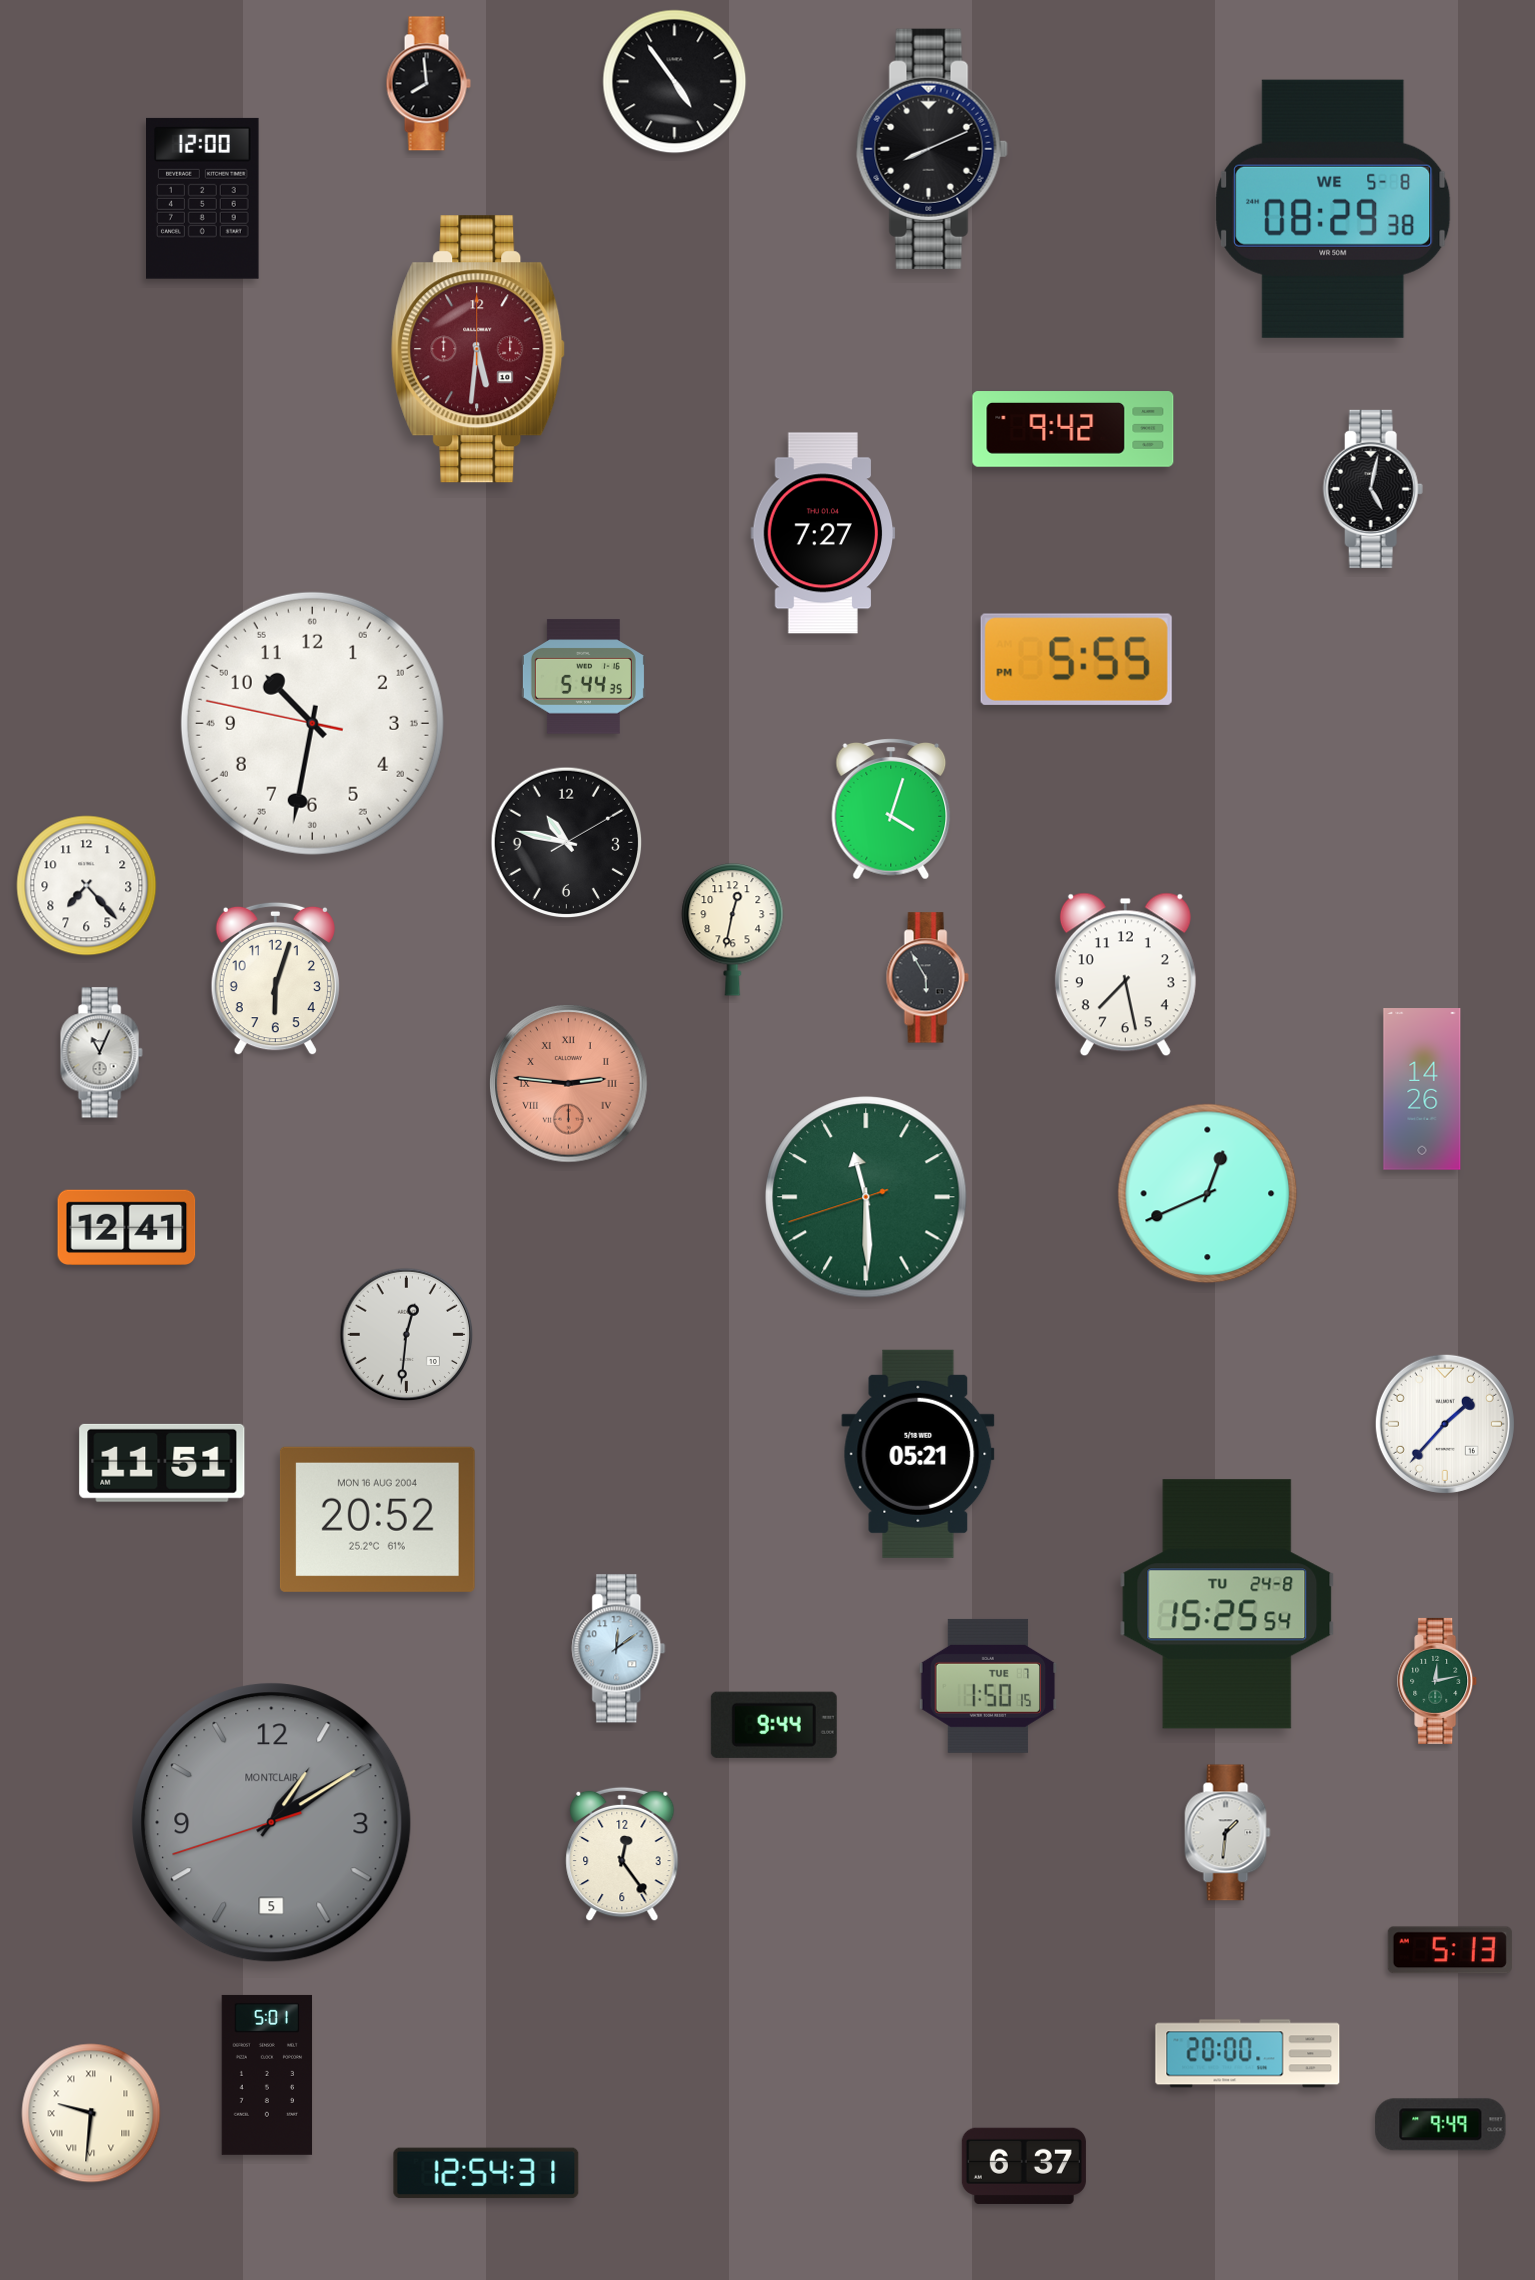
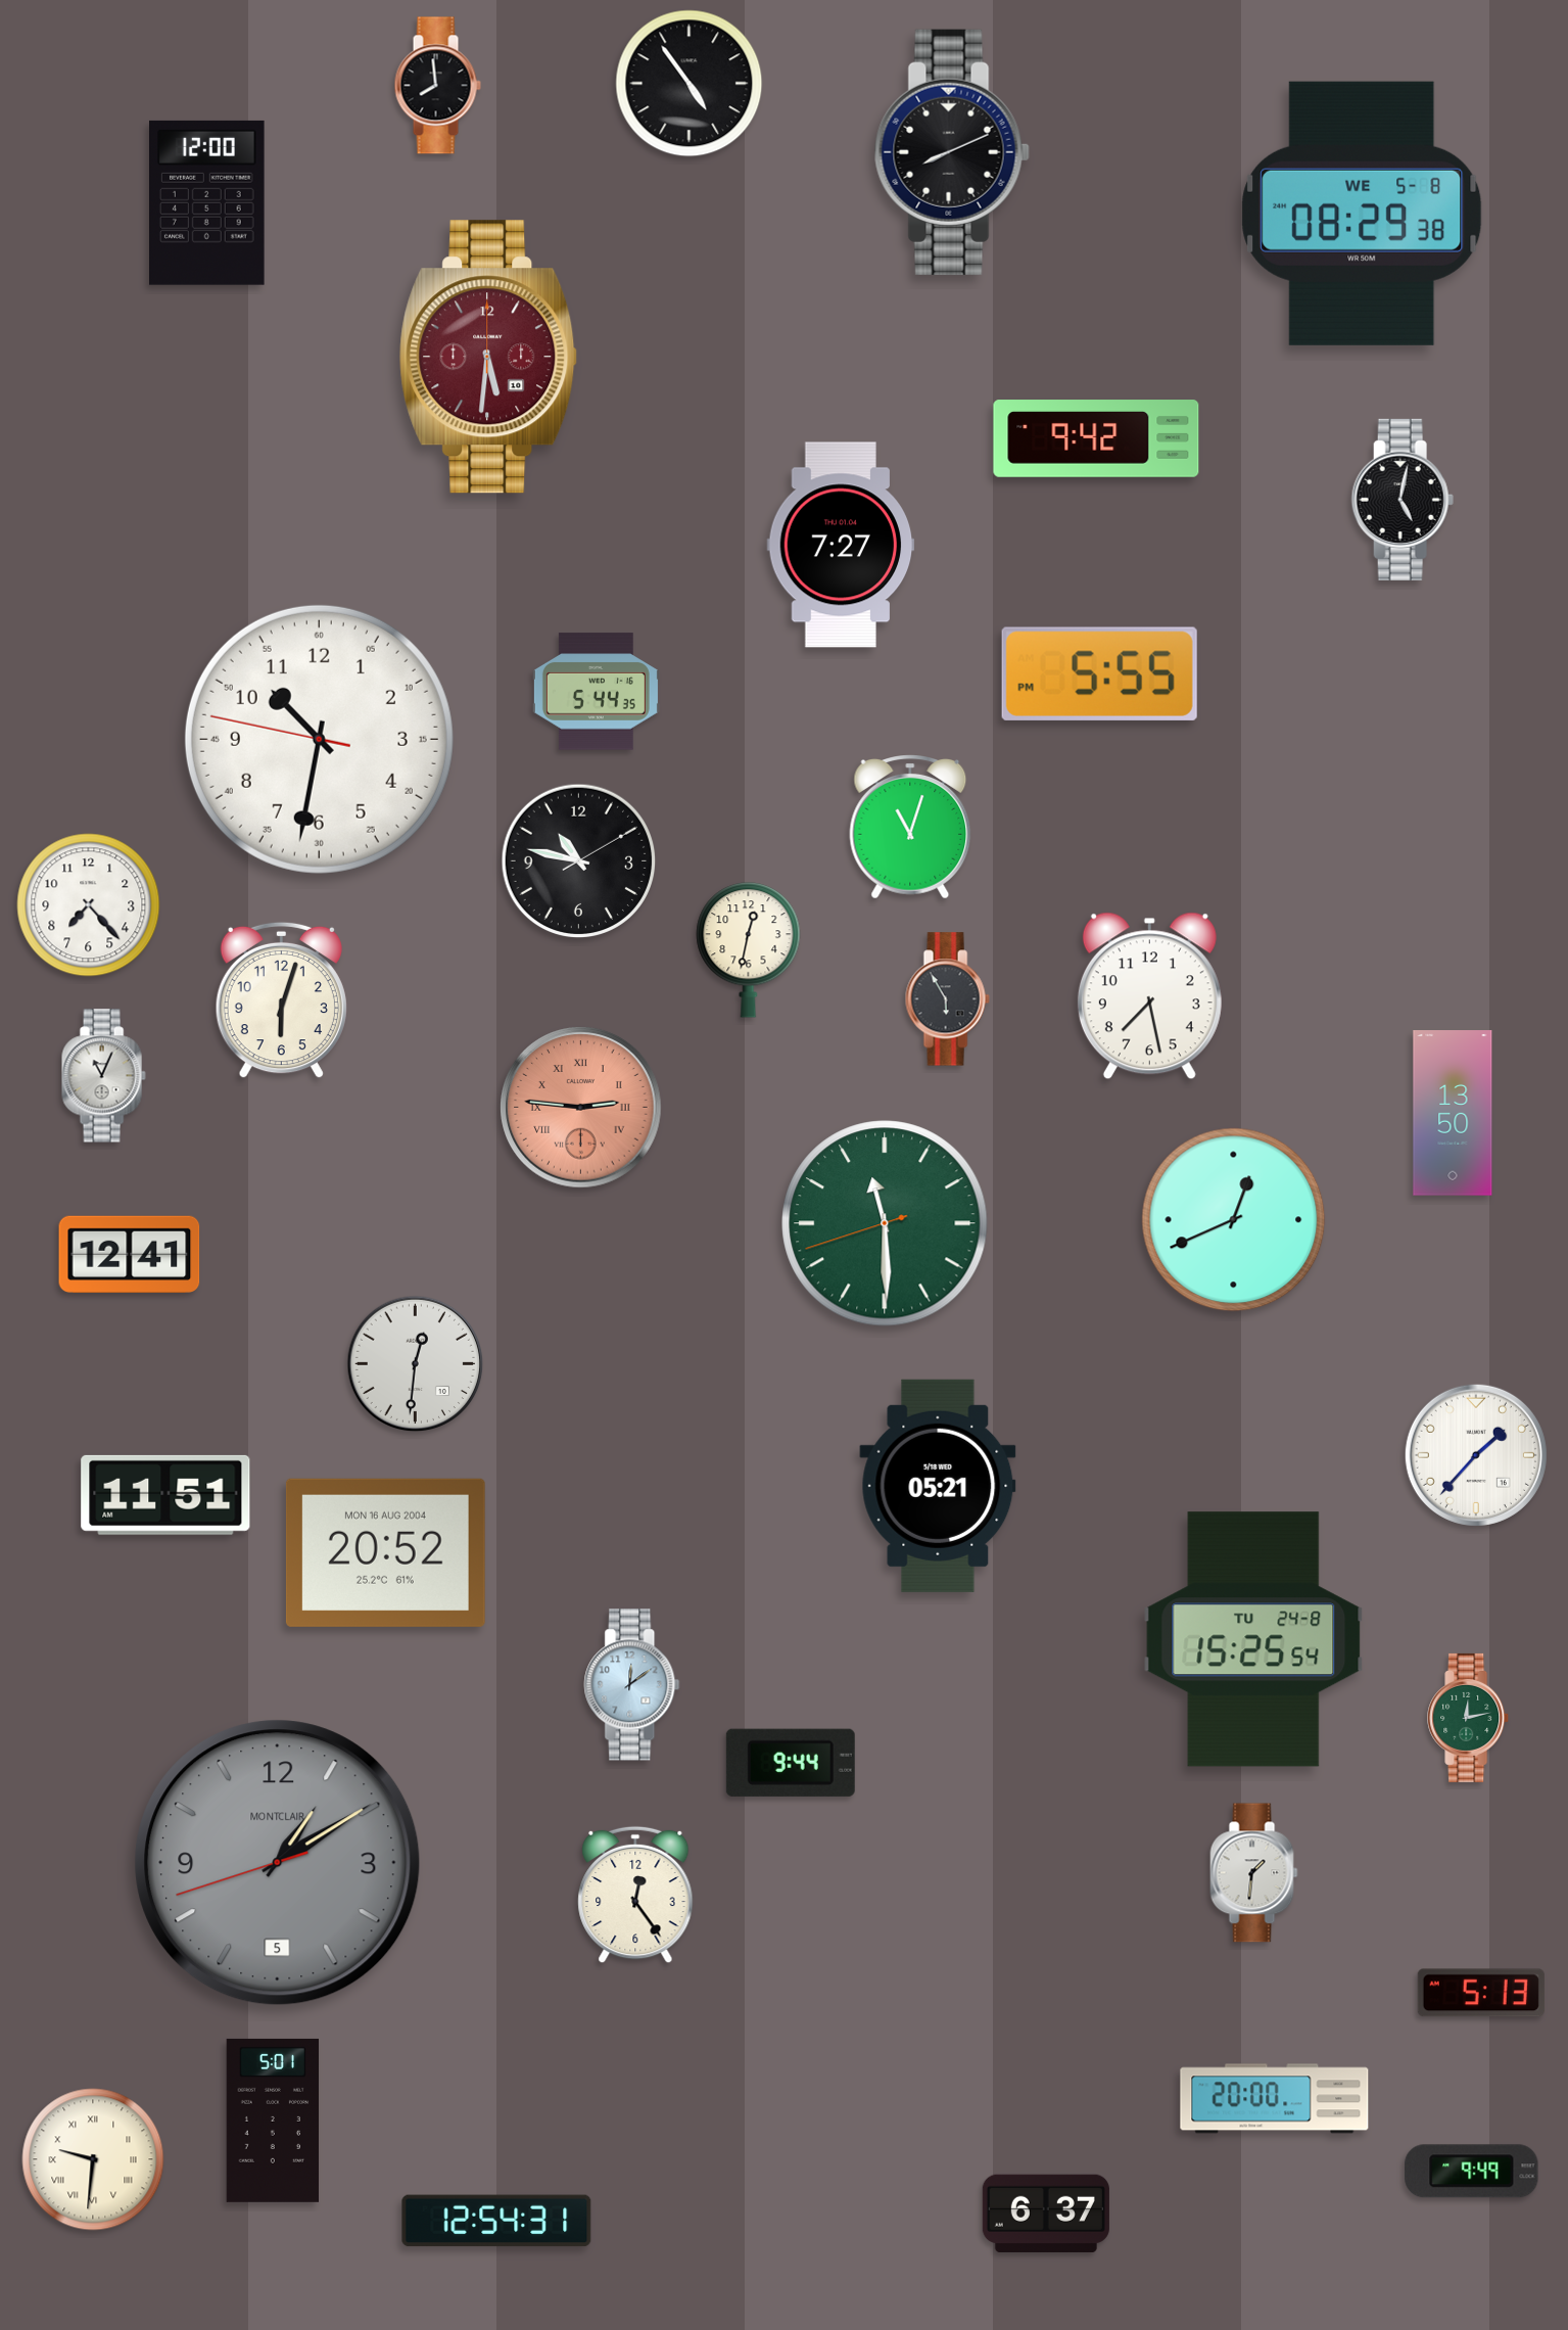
clock at (891, 810): 4:03 -> 11:03
clock at (1422, 1089): 14:26 -> 13:50
clock at (988, 1686): 1:50 -> none
